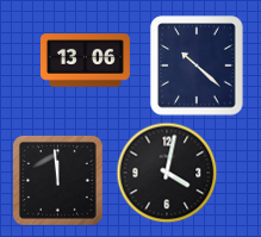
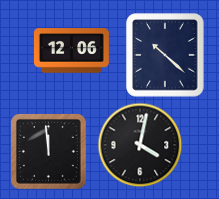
clock at (85, 61): 13:06 -> 12:06
